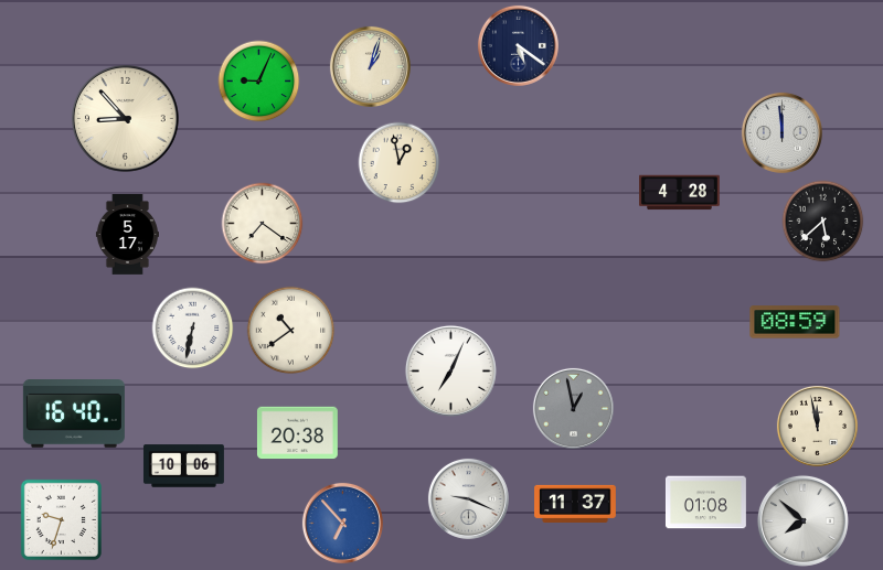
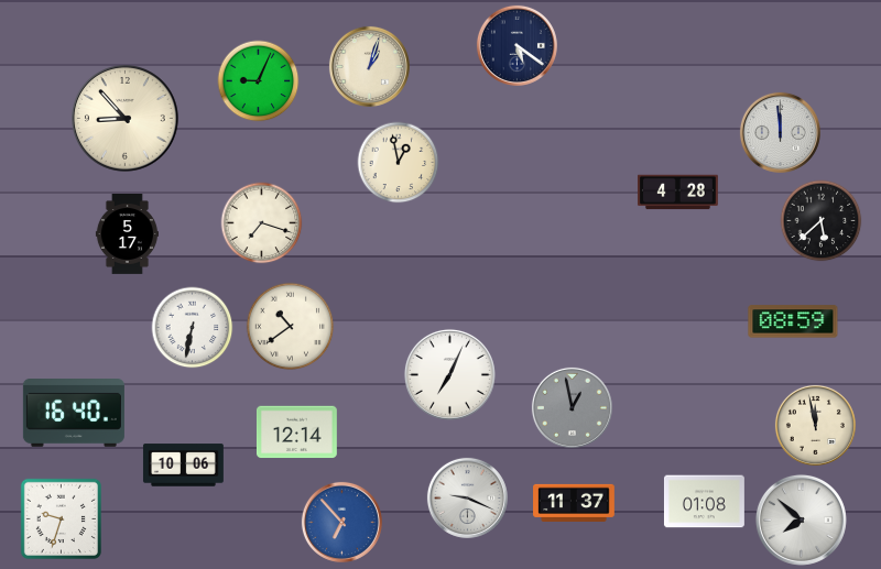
clock at (263, 224): 7:21 -> 7:18
clock at (291, 331) position: (291, 331) -> (291, 327)
clock at (450, 370) position: (450, 370) -> (449, 374)
clock at (297, 433): 20:38 -> 12:14
